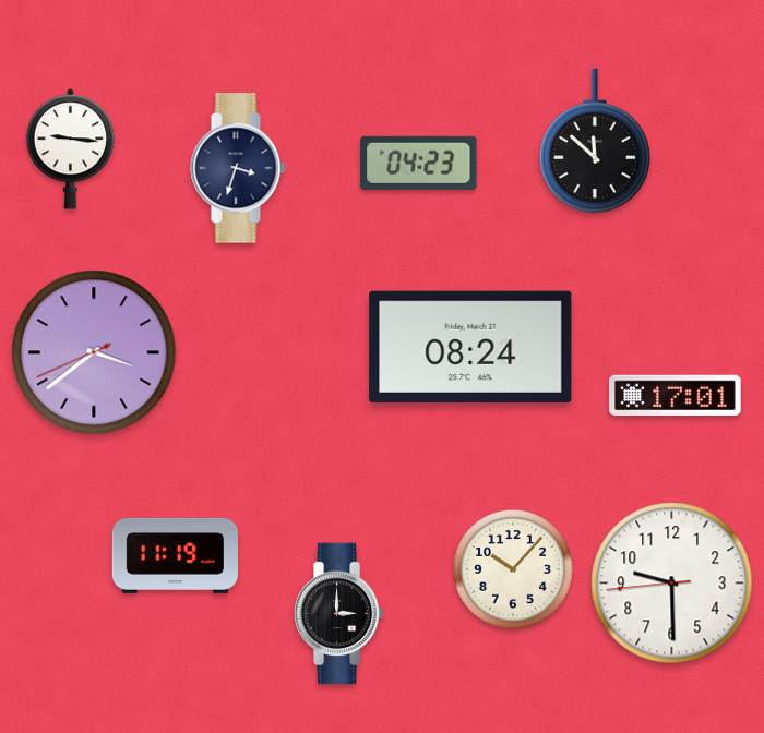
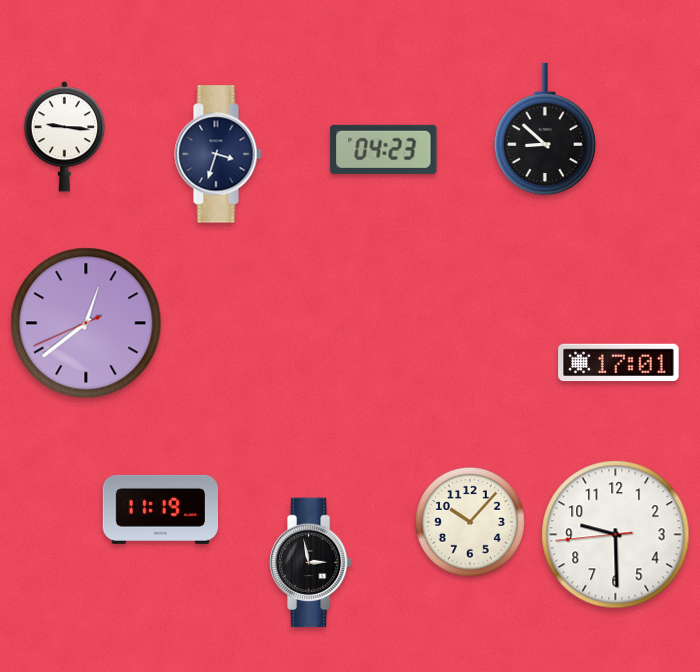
clock at (595, 141): 11:52 -> 8:52
clock at (470, 347): 08:24 -> none
clock at (94, 352): 3:38 -> 12:38
clock at (338, 614): 3:00 -> 2:58
